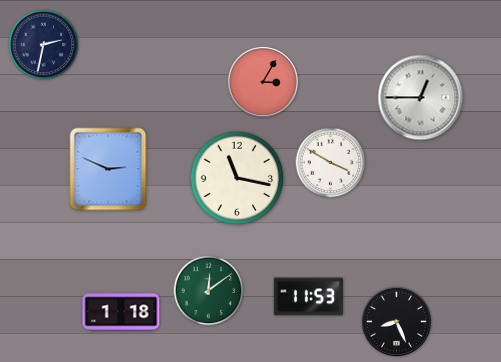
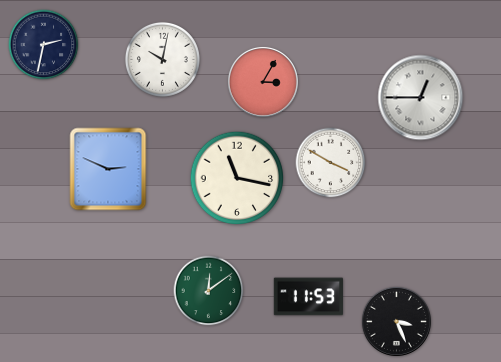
clock at (162, 59): none -> 10:02
clock at (121, 312): 1:18 -> none
clock at (396, 321): 8:26 -> 3:26
